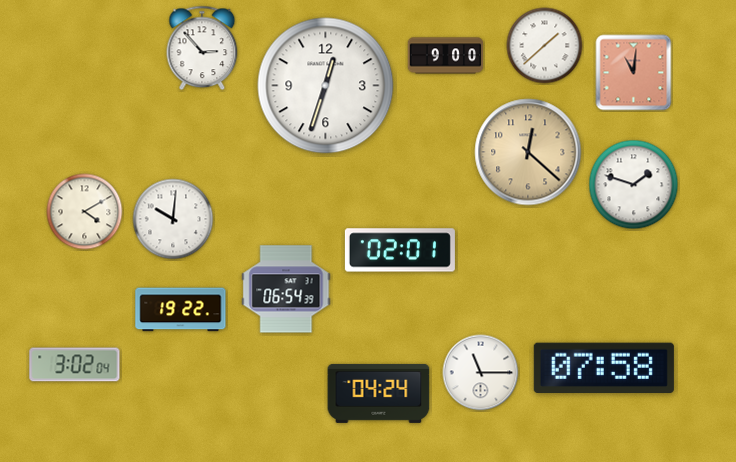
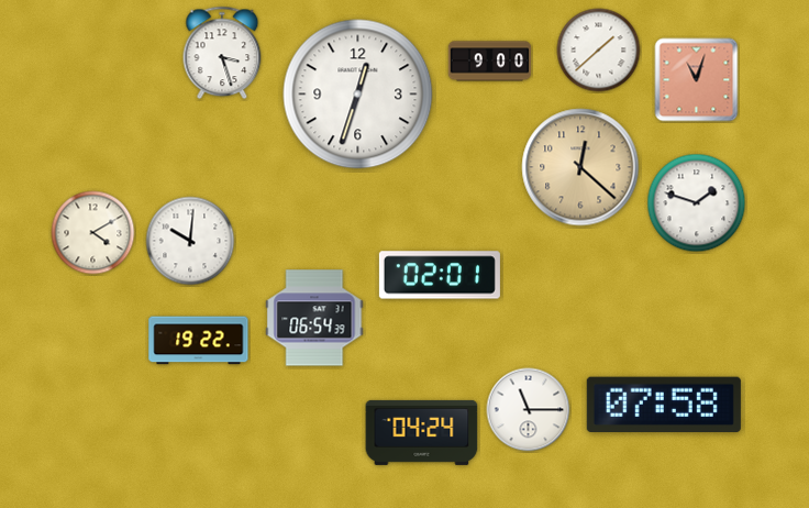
clock at (202, 48): 2:53 -> 3:27
clock at (634, 73): 11:01 -> 11:03
clock at (75, 365): 3:02 -> none
clock at (379, 393) position: (379, 393) -> (422, 432)
